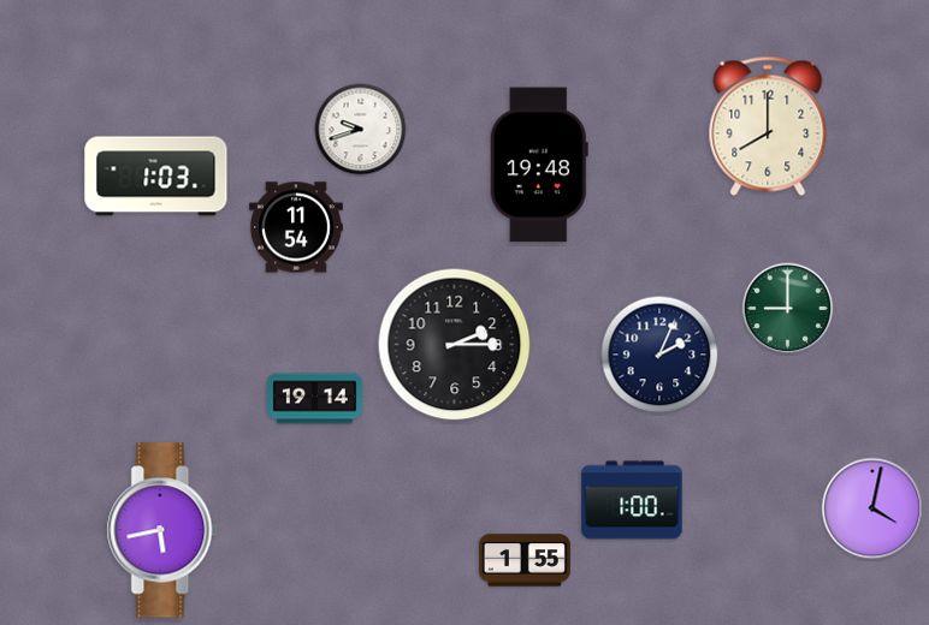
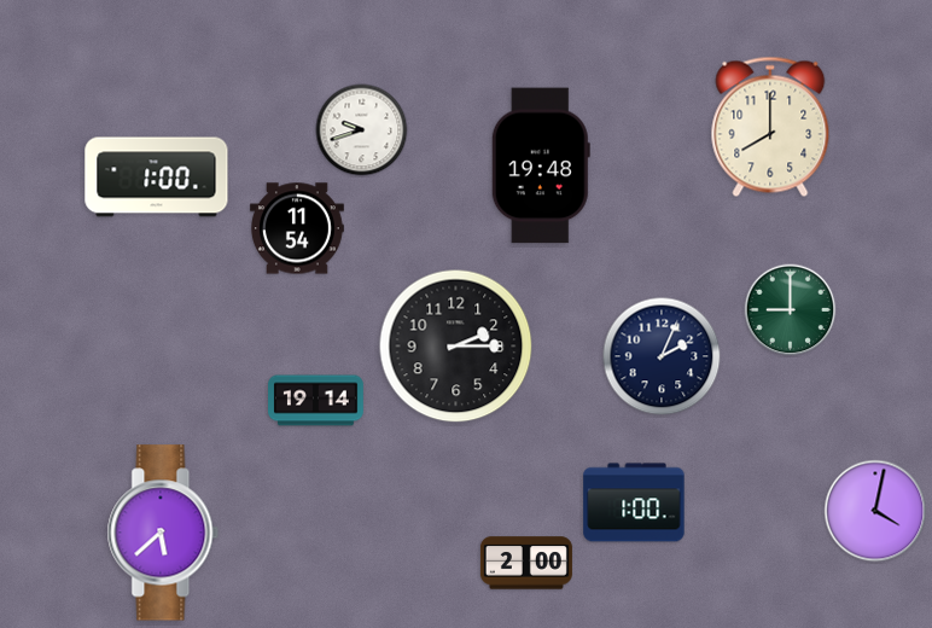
clock at (156, 177): 1:03 -> 1:00
clock at (162, 530): 5:43 -> 5:38
clock at (525, 560): 1:55 -> 2:00
